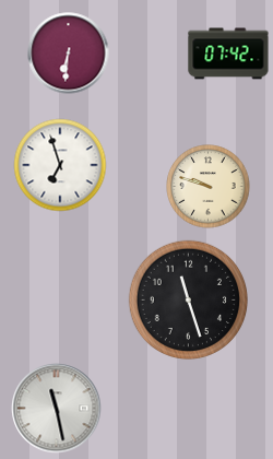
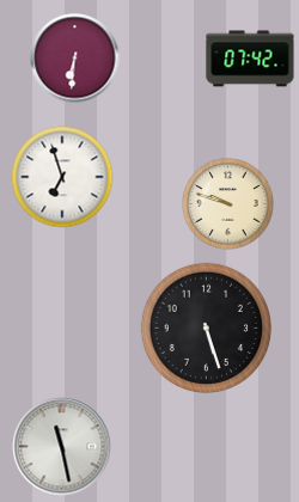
clock at (60, 165) position: (60, 165) -> (62, 177)
clock at (188, 299): 11:27 -> 5:27
